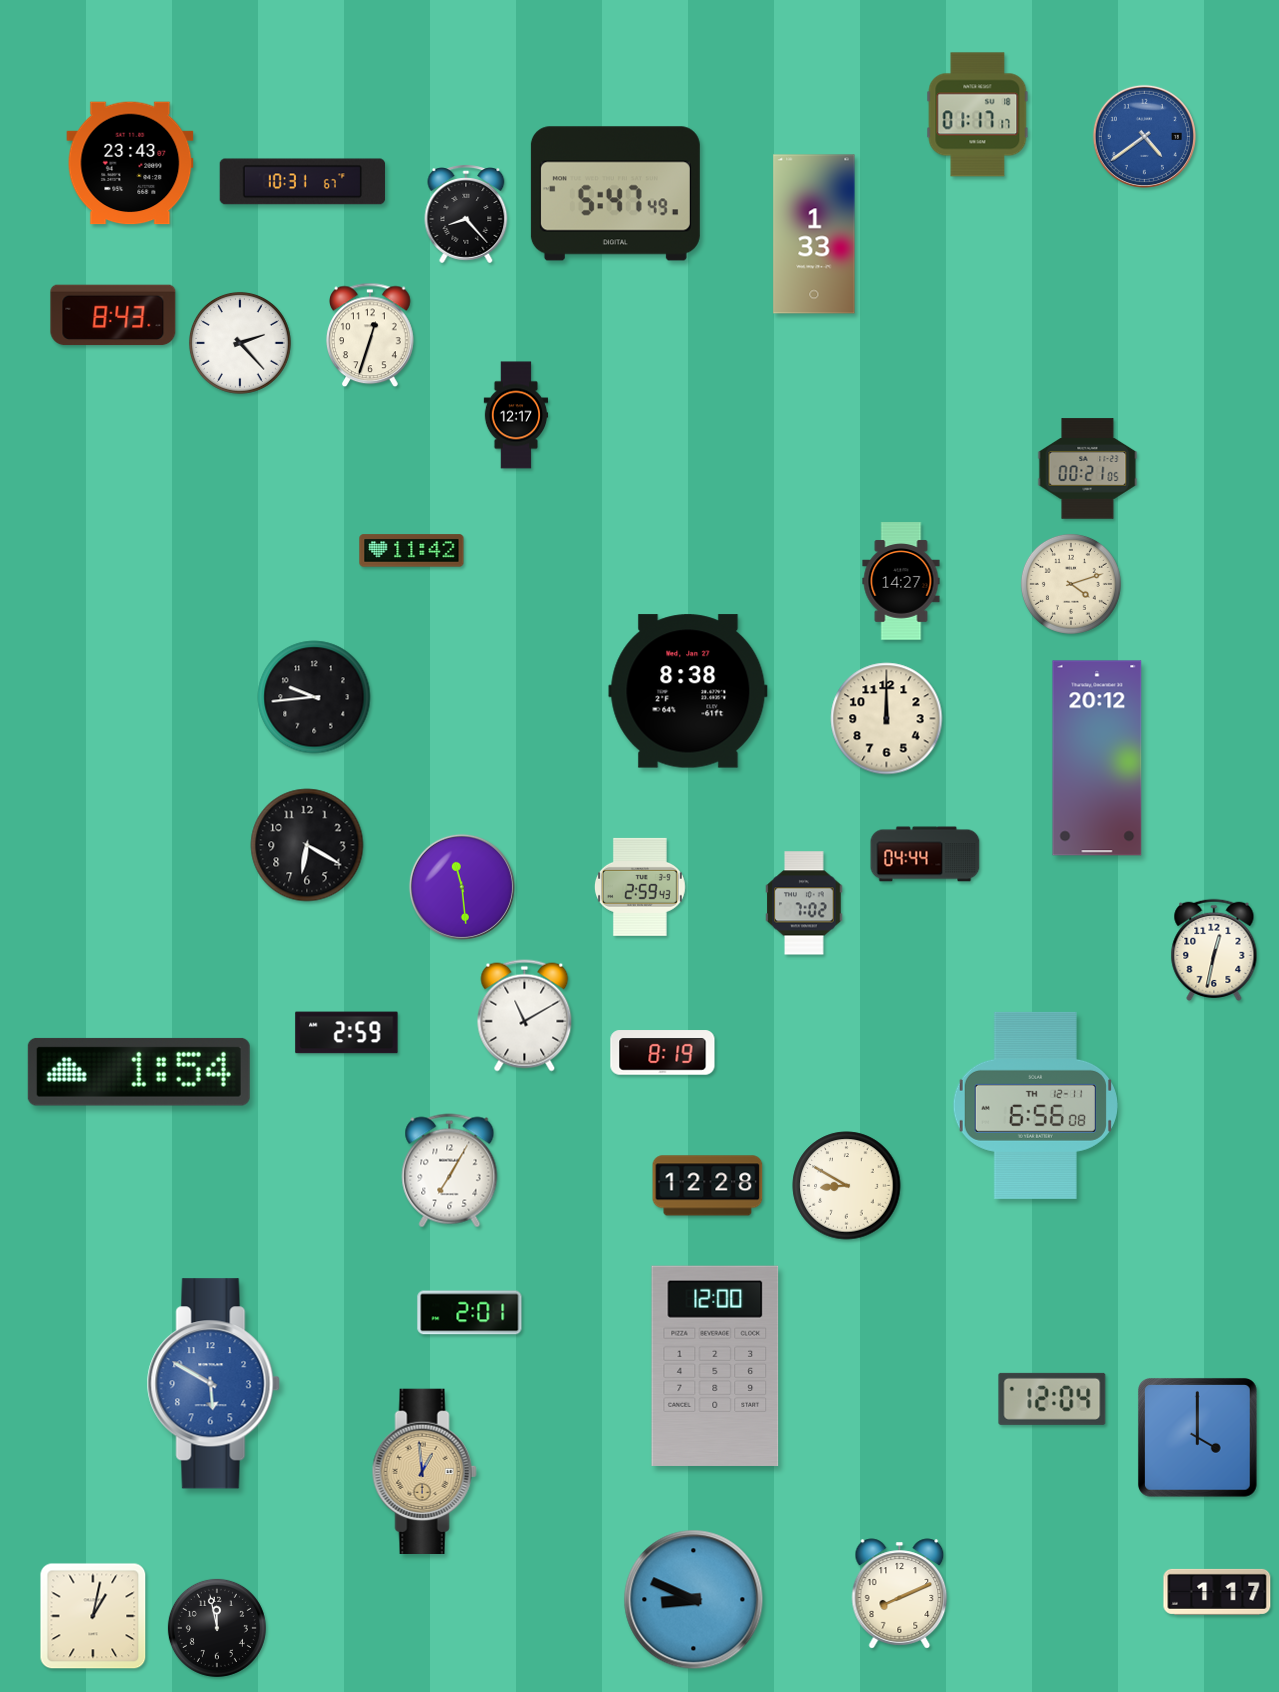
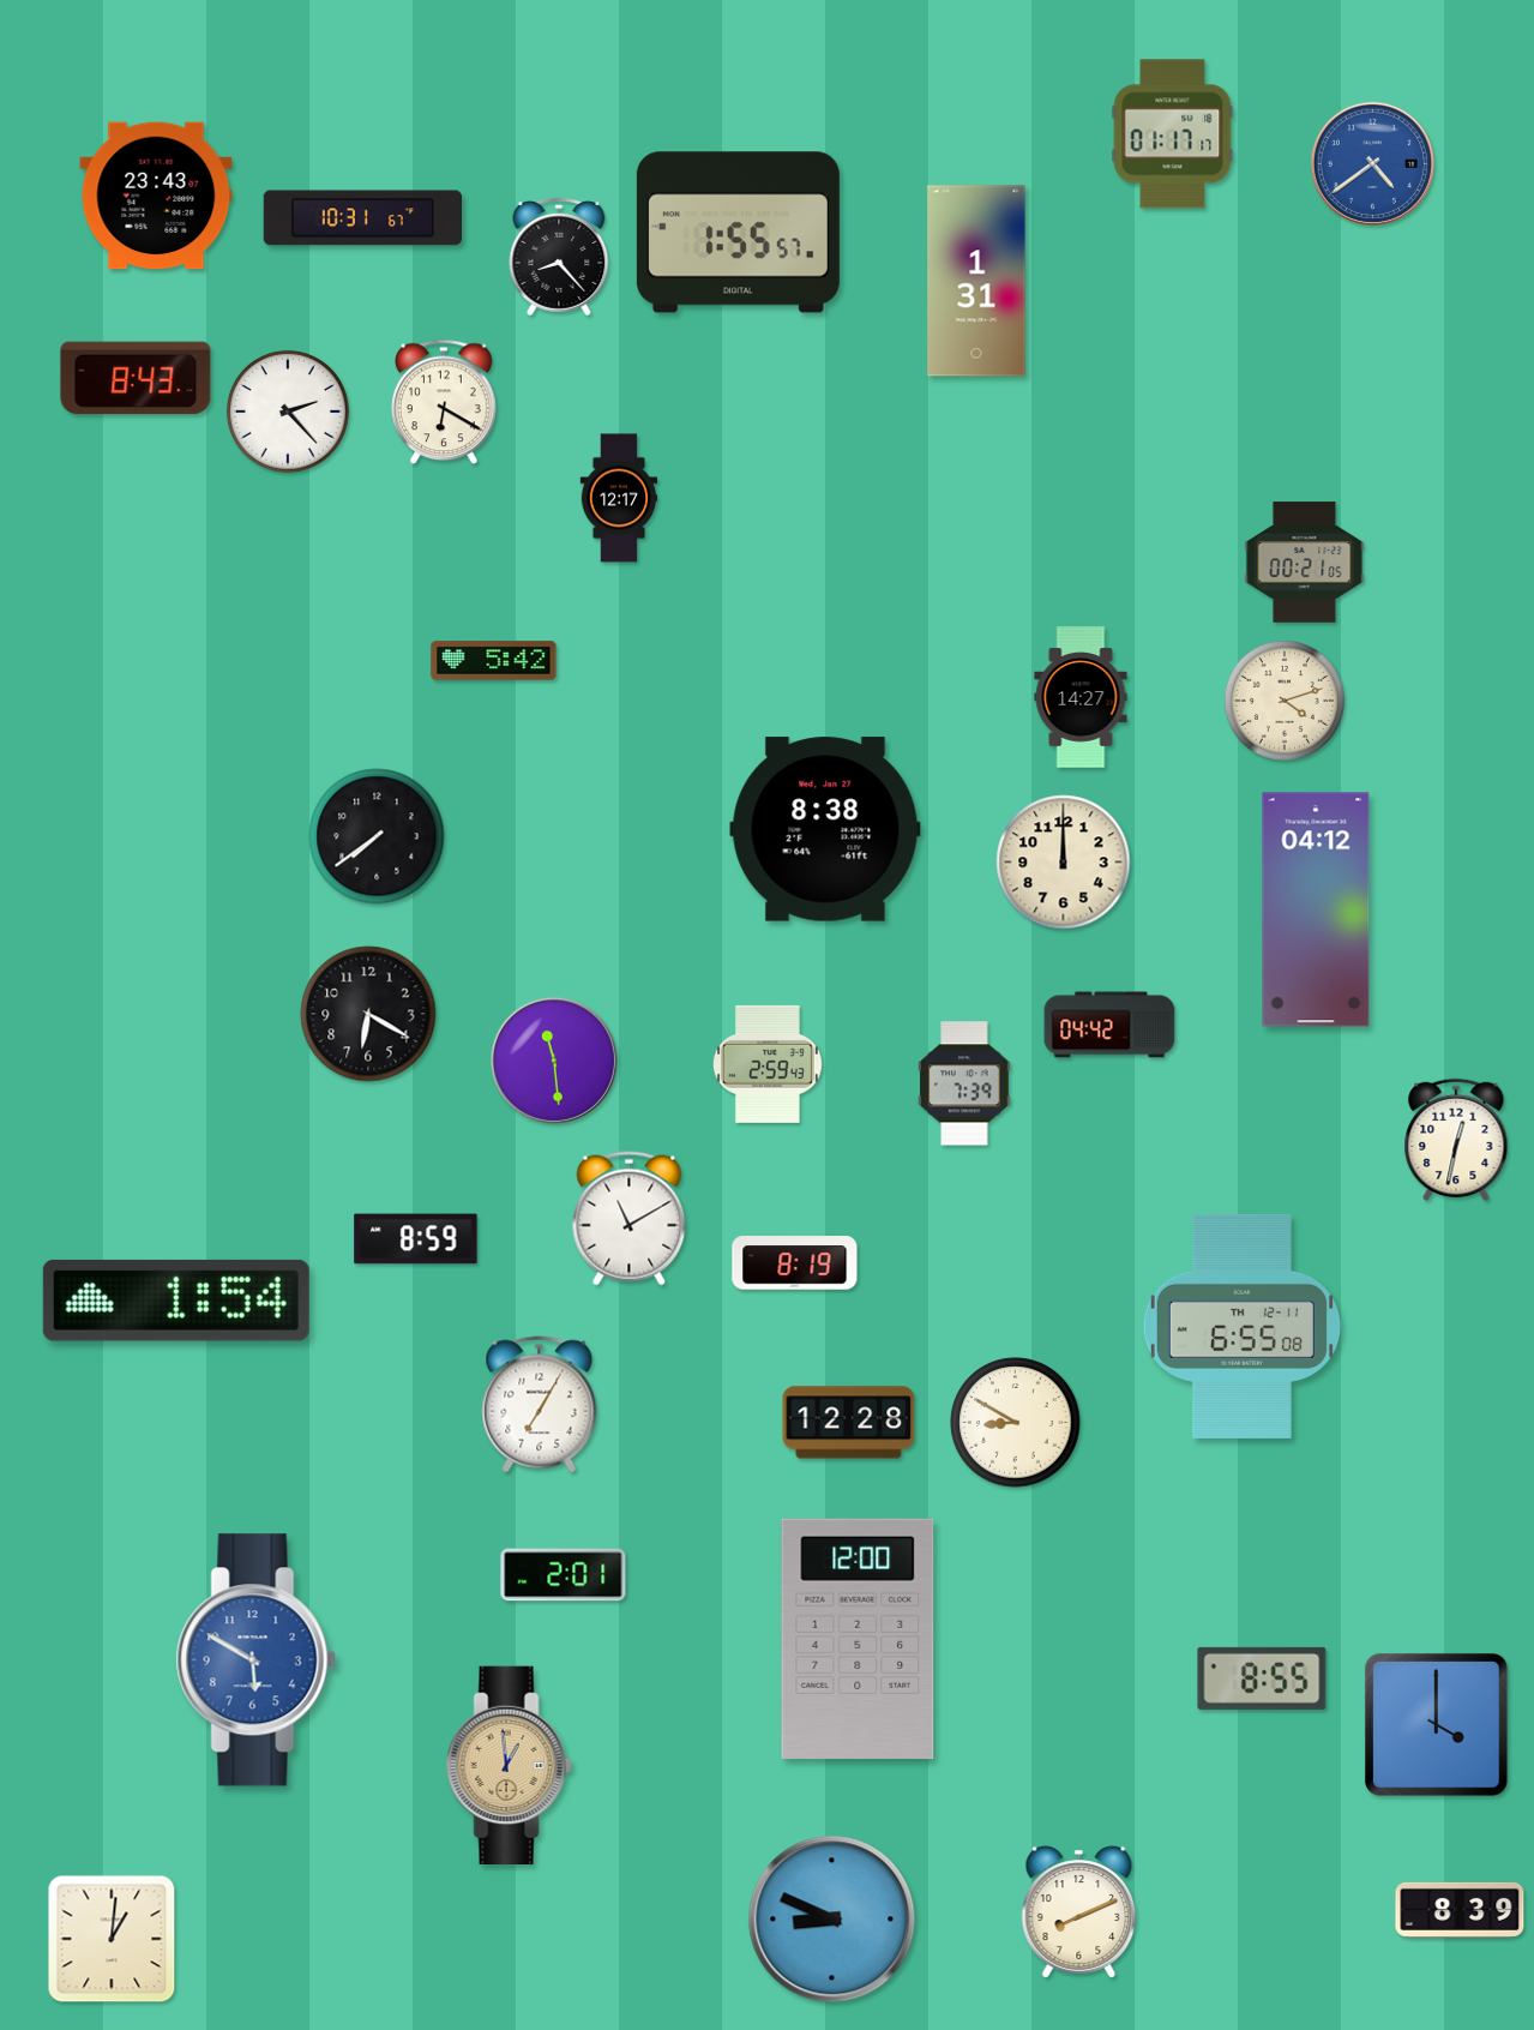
clock at (978, 115) position: (978, 115) -> (1173, 134)
clock at (615, 194): 5:47 -> 1:55
clock at (814, 234): 1:33 -> 1:31
clock at (371, 335): 12:33 -> 6:20
clock at (412, 551): 11:42 -> 5:42
clock at (314, 697): 9:44 -> 7:39
clock at (1097, 758): 20:12 -> 04:12
clock at (925, 854): 04:44 -> 04:42
clock at (462, 887) position: (462, 887) -> (554, 1061)
clock at (804, 903): 7:02 -> 7:39
clock at (347, 1033): 2:59 -> 8:59
clock at (139, 1072) position: (139, 1072) -> (176, 1301)
clock at (1035, 1105): 6:56 -> 6:55
clock at (1052, 1399): 12:04 -> 8:55
clock at (1217, 1592): 1:17 -> 8:39
clock at (93, 1616): 1:02 -> 1:01
clock at (217, 1628): 11:58 -> none
